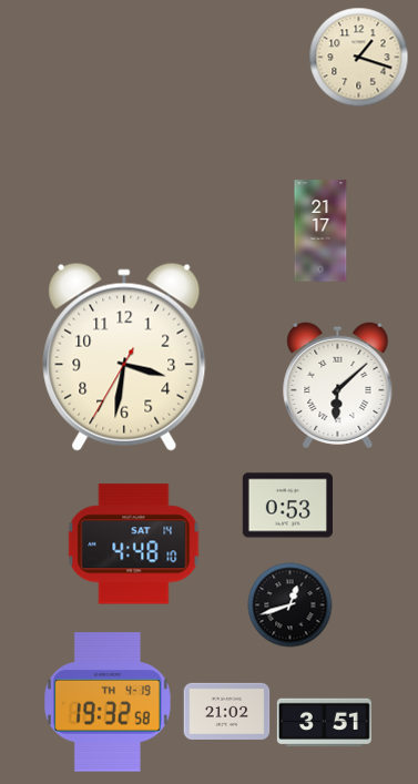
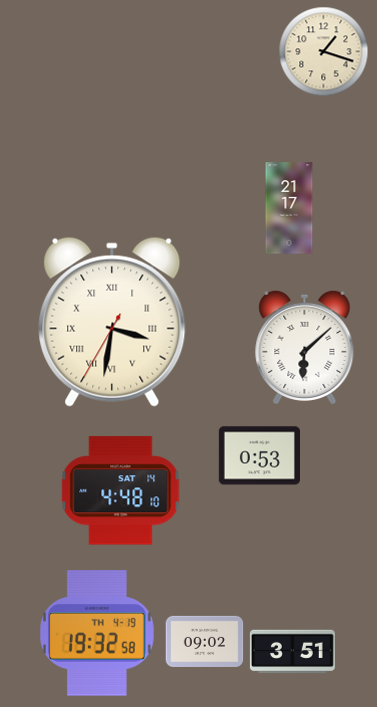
clock at (124, 357) numerals: Arabic -> Roman
clock at (290, 605): 12:42 -> none
clock at (227, 711): 21:02 -> 09:02
